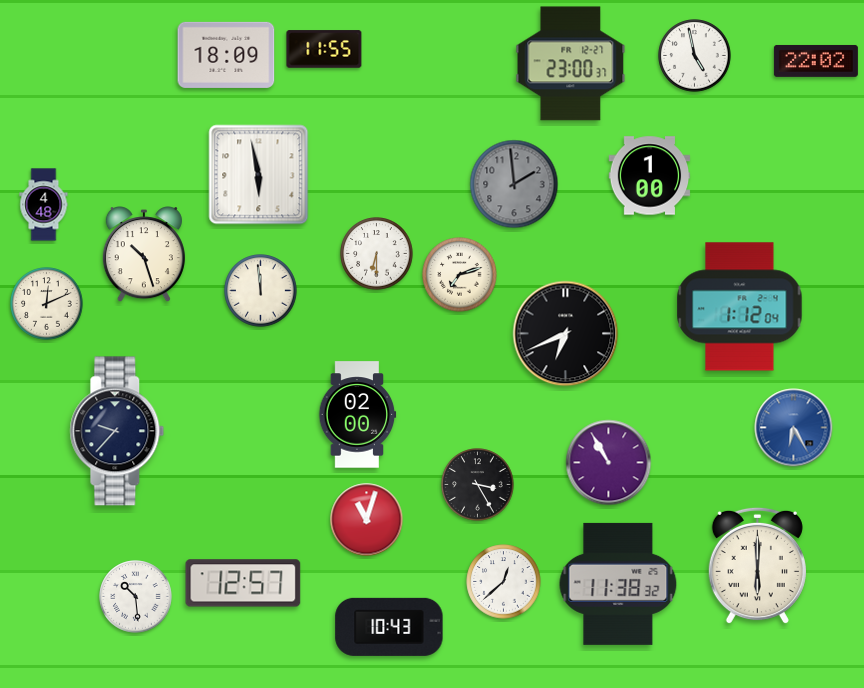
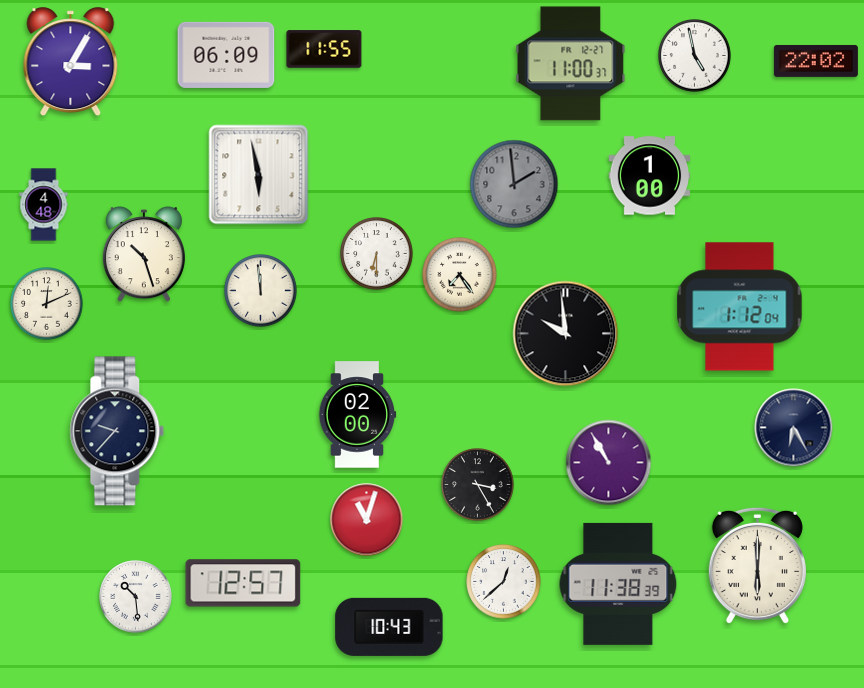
clock at (226, 55): 18:09 -> 06:09
clock at (71, 62): none -> 3:05
clock at (571, 64): 23:00 -> 11:00
clock at (460, 275): 7:12 -> 7:24
clock at (566, 334): 6:41 -> 9:59
clock at (794, 428) dial: blue -> navy
clock at (618, 584): 11:38:32 -> 11:38:39
